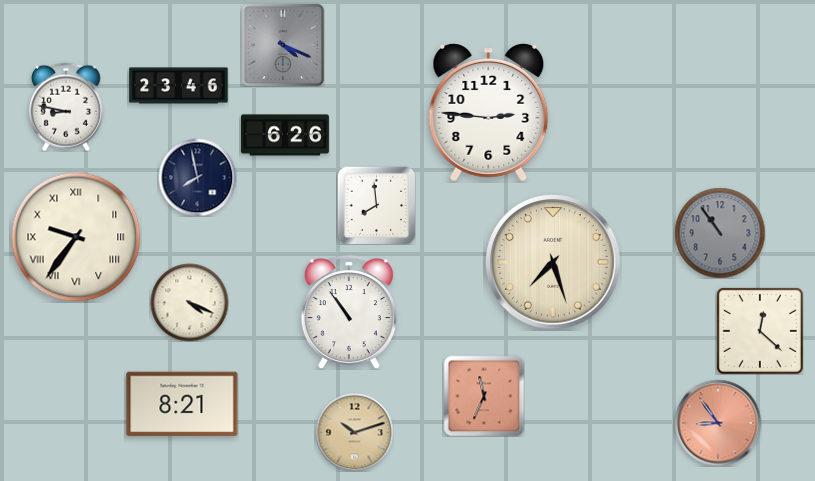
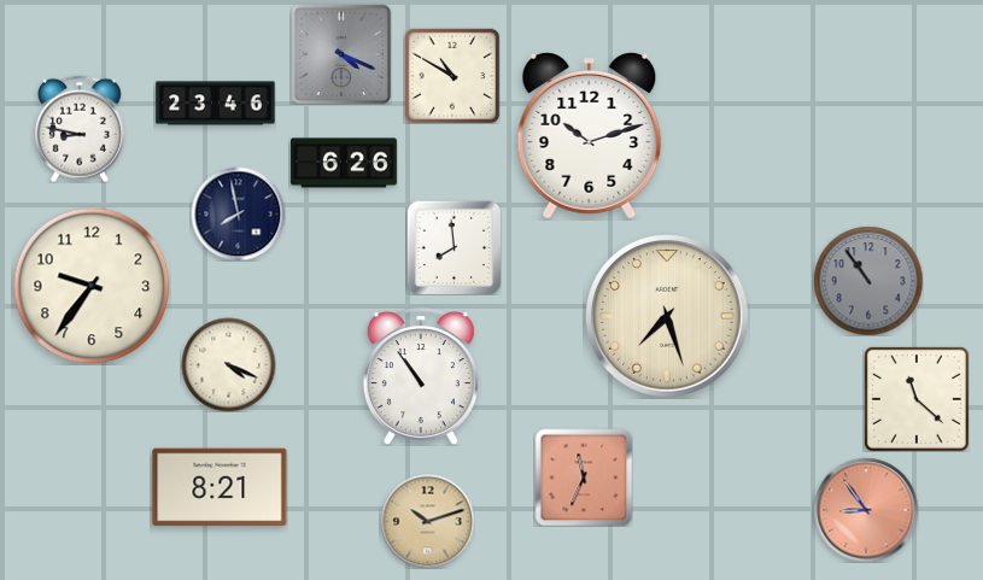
clock at (452, 76): none -> 10:50
clock at (489, 113): 2:46 -> 10:12
clock at (76, 237) numerals: Roman -> Arabic
clock at (760, 331): 12:22 -> 11:22
